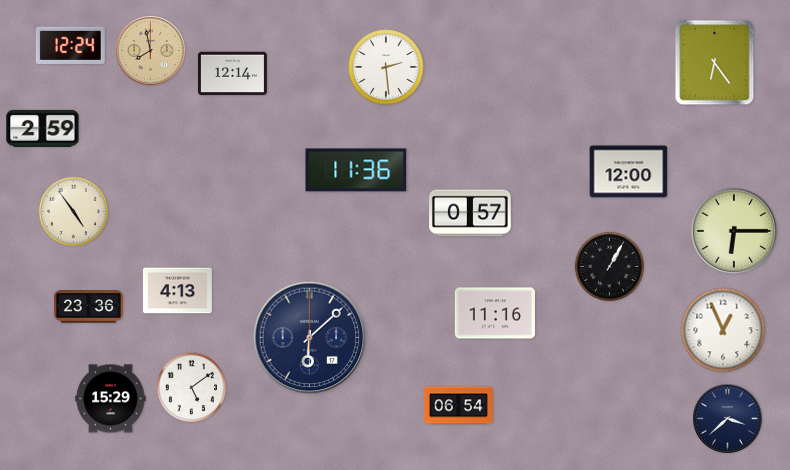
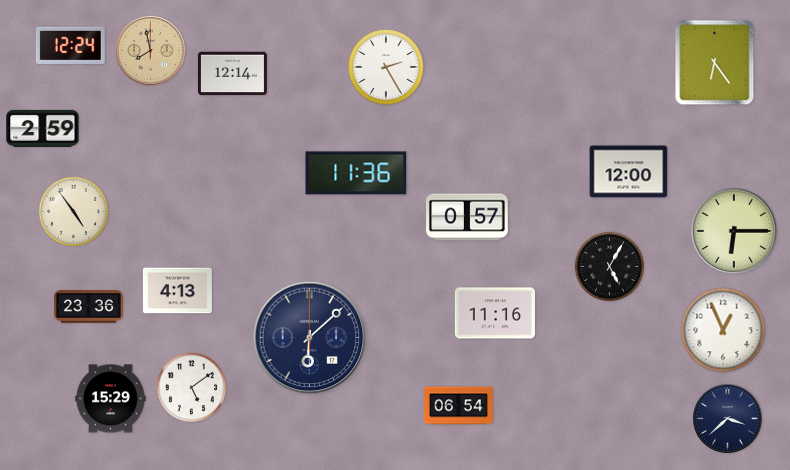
clock at (386, 67): 2:29 -> 2:25
clock at (356, 170) position: (356, 170) -> (356, 173)
clock at (471, 213) position: (471, 213) -> (468, 217)
clock at (610, 267): 1:05 -> 5:05
